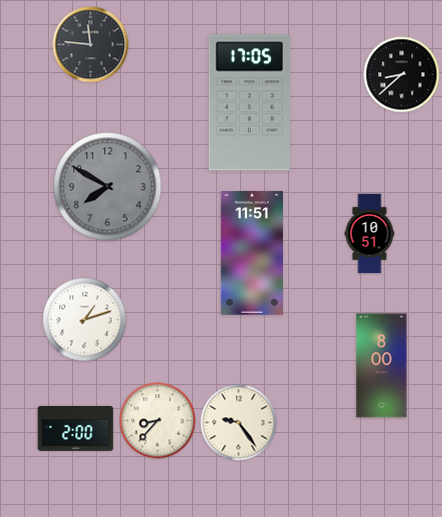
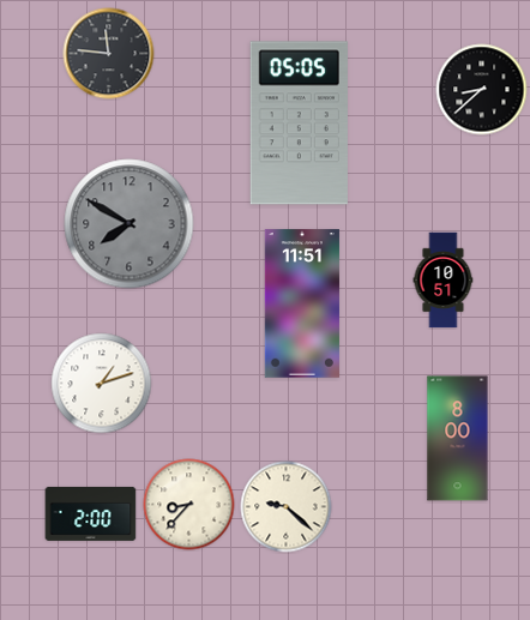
clock at (249, 103): 17:05 -> 05:05
clock at (239, 423): 9:24 -> 9:22
